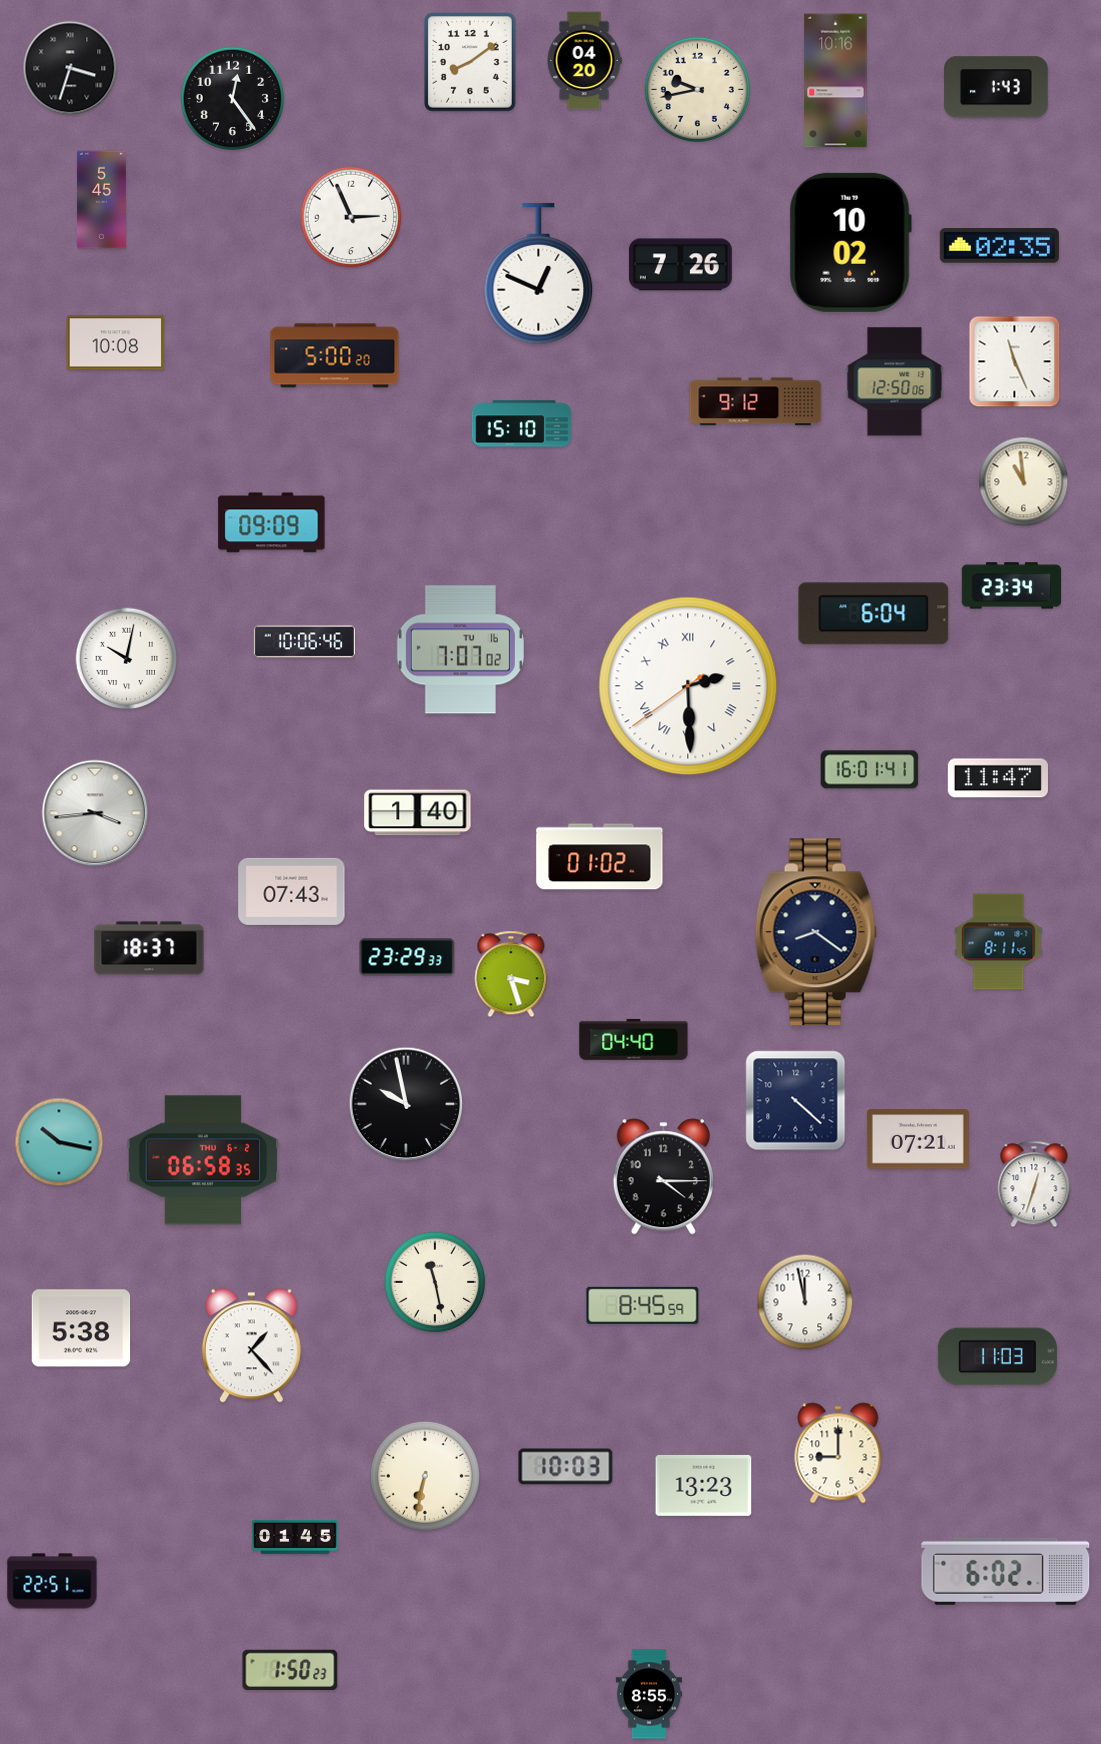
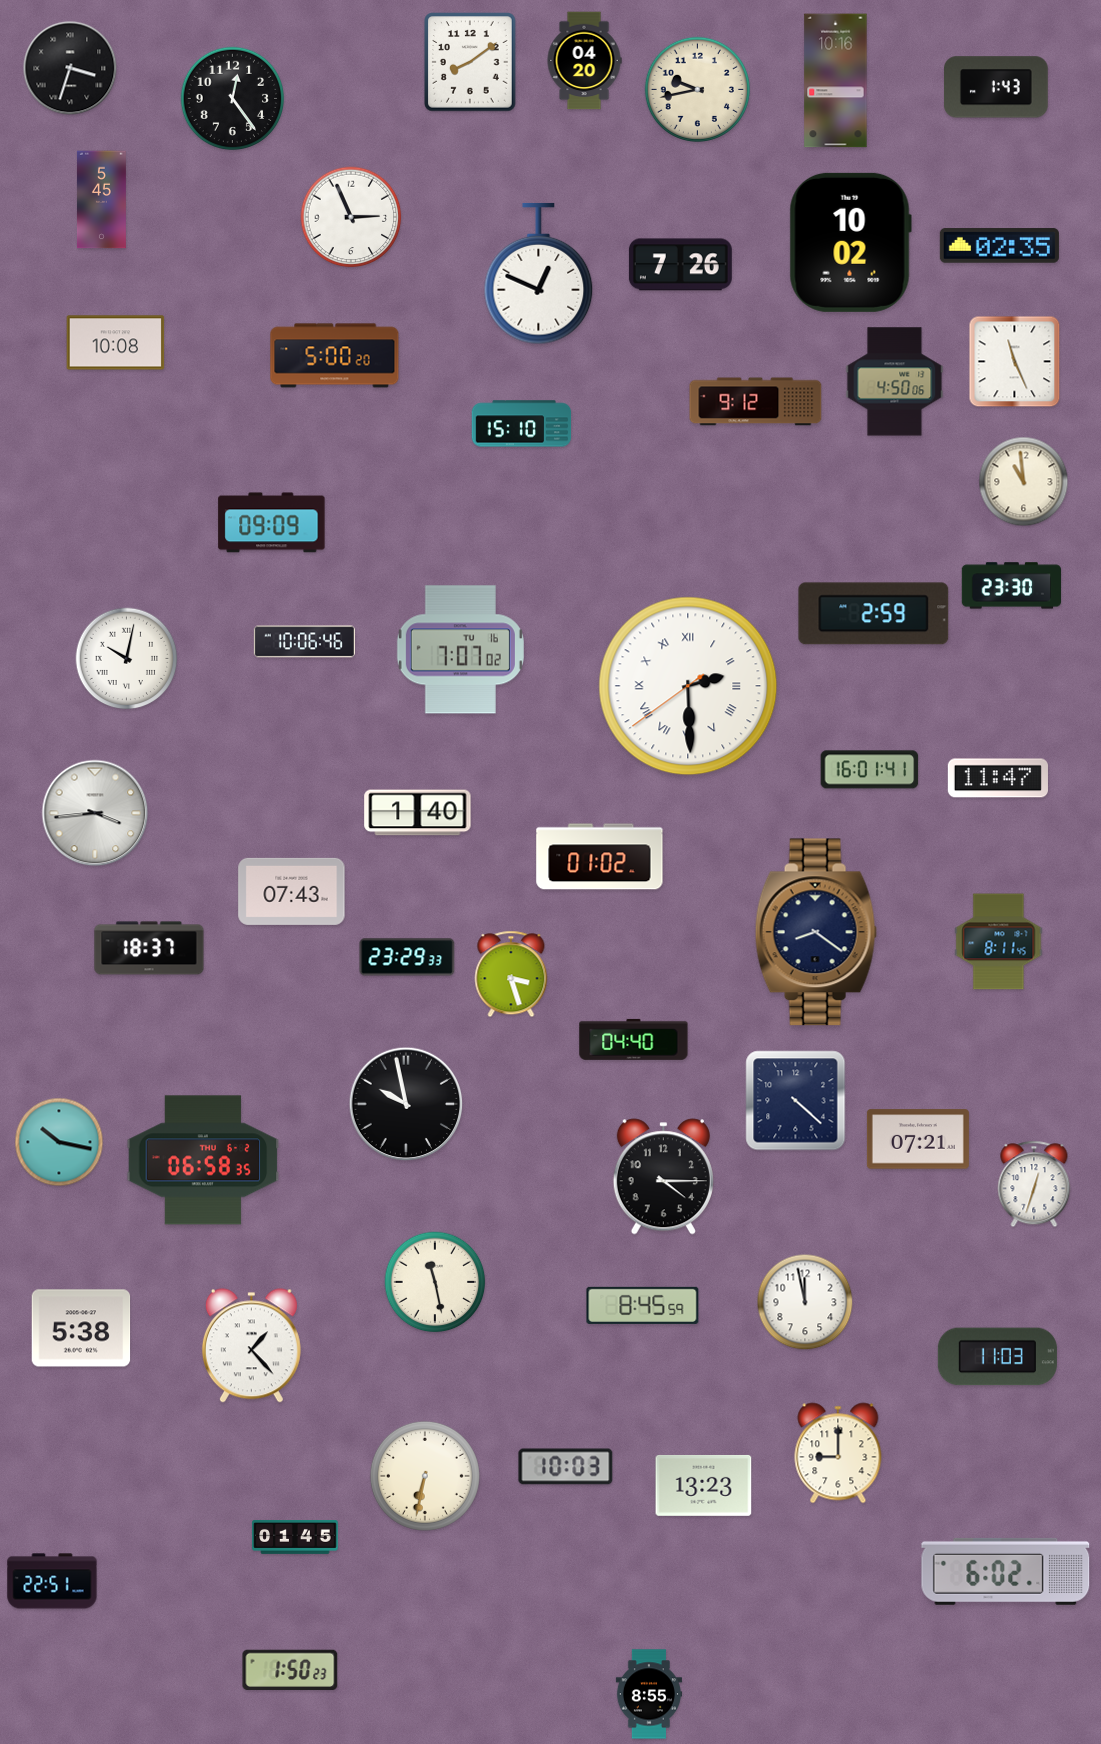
clock at (895, 382): 12:50 -> 4:50
clock at (1012, 586): 23:34 -> 23:30
clock at (874, 614): 6:04 -> 2:59
